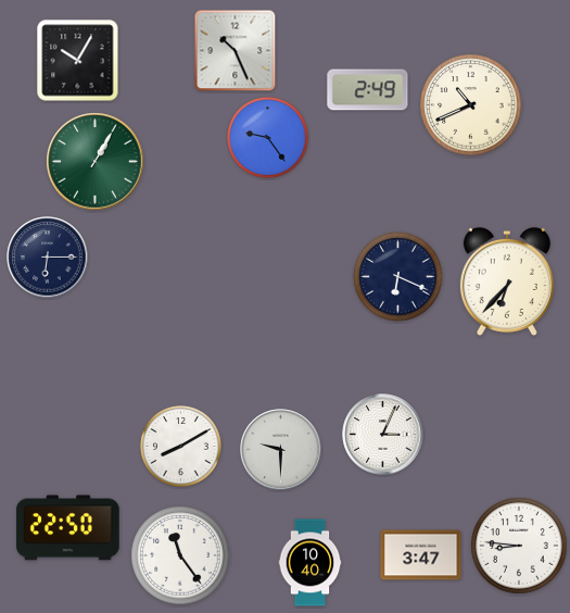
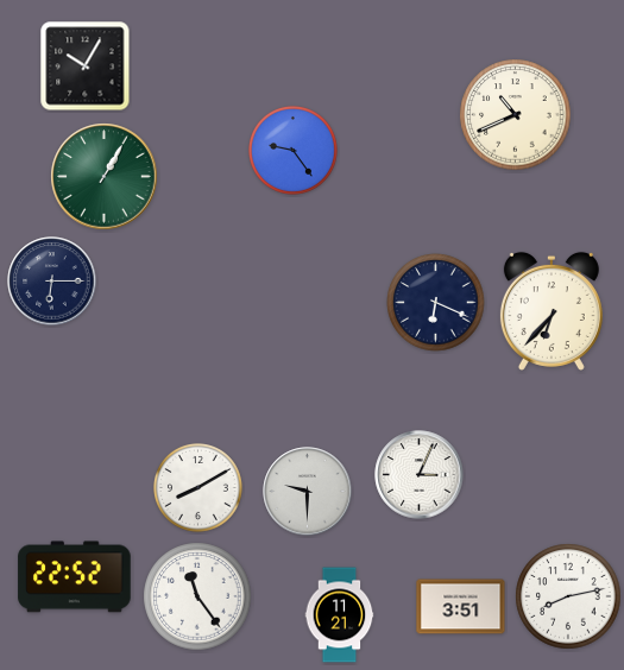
clock at (236, 51): 10:26 -> none
clock at (368, 90): 2:49 -> none
clock at (507, 282) position: (507, 282) -> (551, 311)
clock at (68, 528): 22:50 -> 22:52
clock at (519, 546): 8:46 -> 8:13
clock at (180, 555) position: (180, 555) -> (197, 596)
clock at (421, 555): 3:47 -> 3:51
clock at (311, 563): 10:40 -> 11:21
